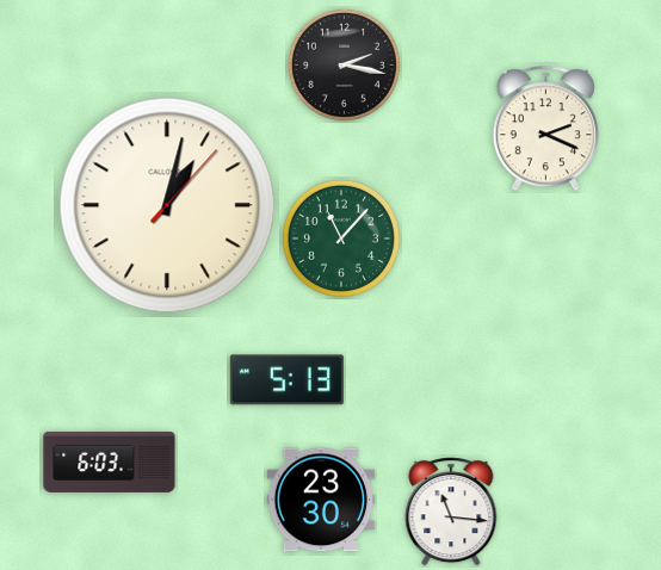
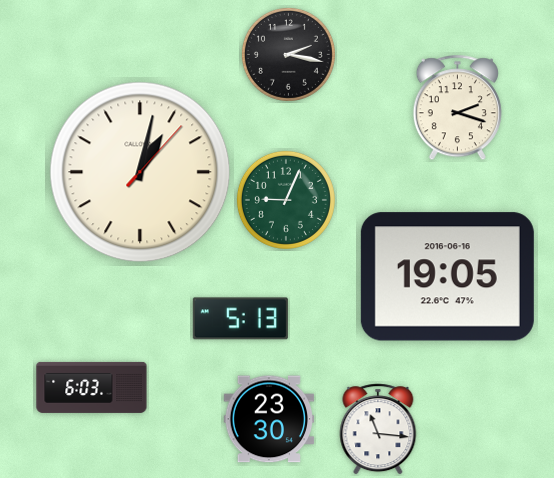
clock at (545, 129): 2:19 -> 2:18
clock at (341, 238): 11:07 -> 9:04
clock at (447, 277): none -> 19:05
